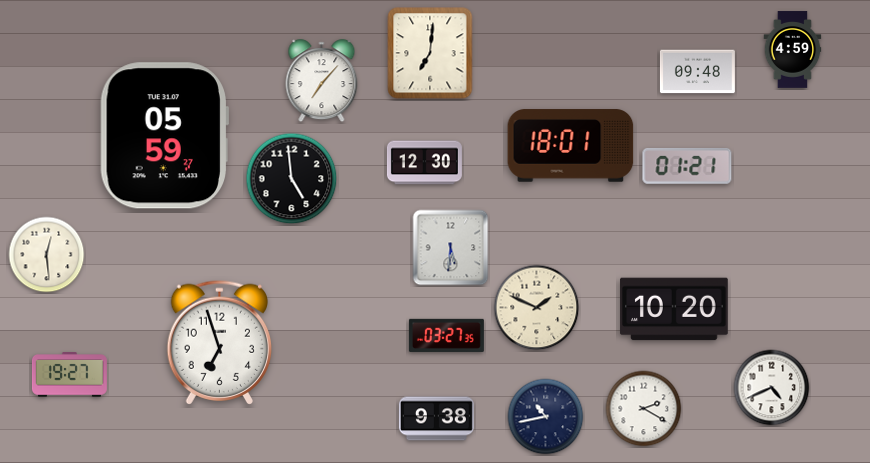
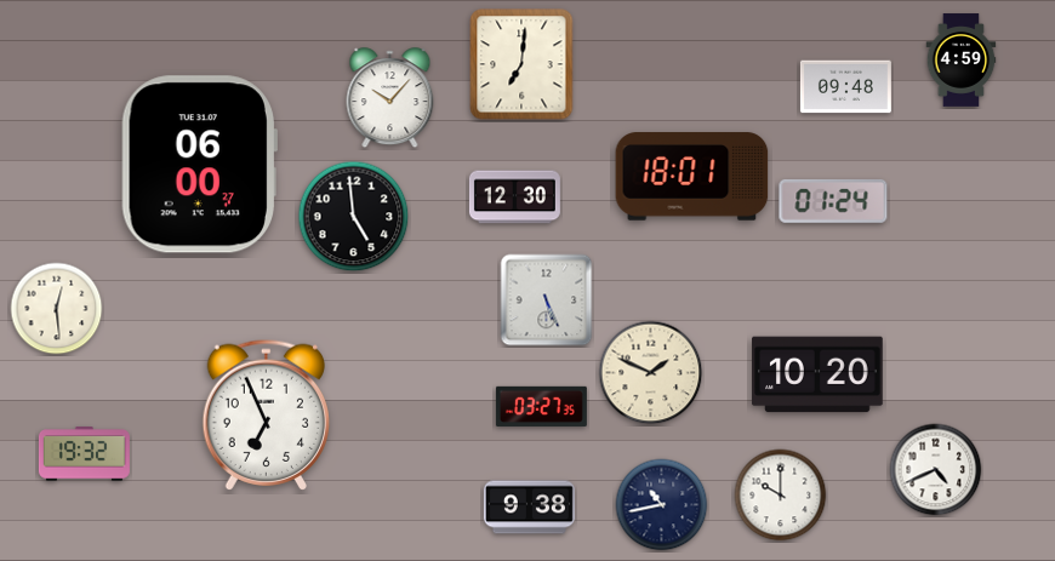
clock at (322, 81): 7:07 -> 10:07
clock at (164, 136): 05:59 -> 06:00
clock at (687, 166): 01:21 -> 01:24
clock at (451, 248): 5:31 -> 5:26
clock at (219, 342): 6:57 -> 6:56
clock at (69, 375): 19:27 -> 19:32
clock at (644, 409): 2:20 -> 10:00
